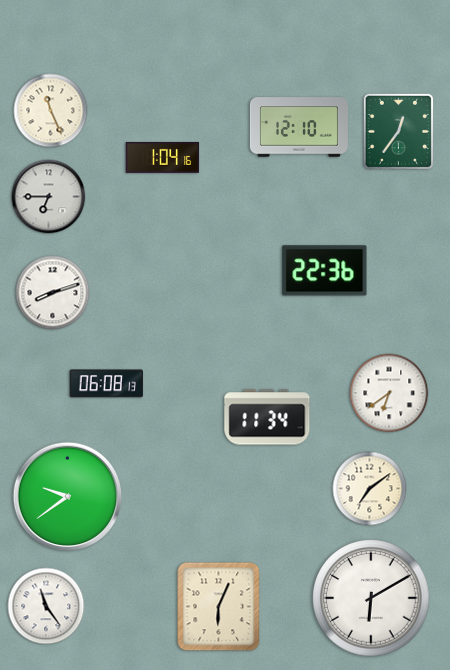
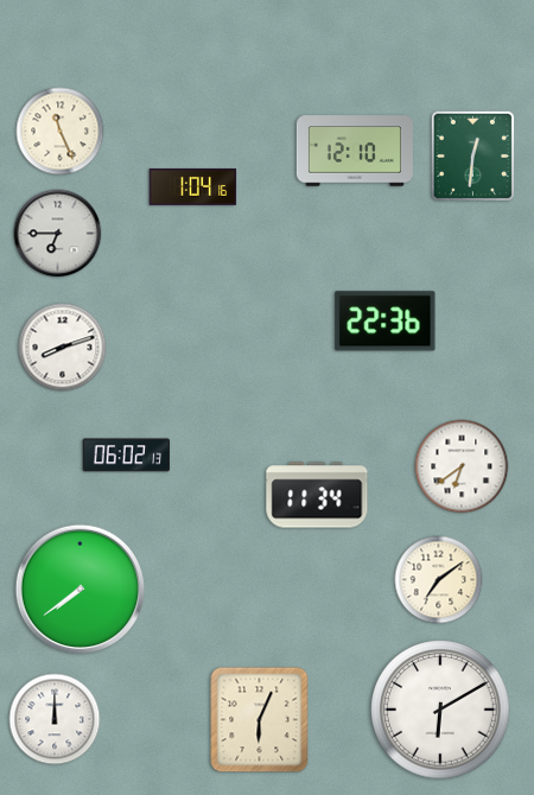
clock at (398, 131): 12:36 -> 12:31
clock at (107, 384): 06:08 -> 06:02
clock at (68, 497): 9:39 -> 7:39
clock at (46, 606): 11:24 -> 12:00
